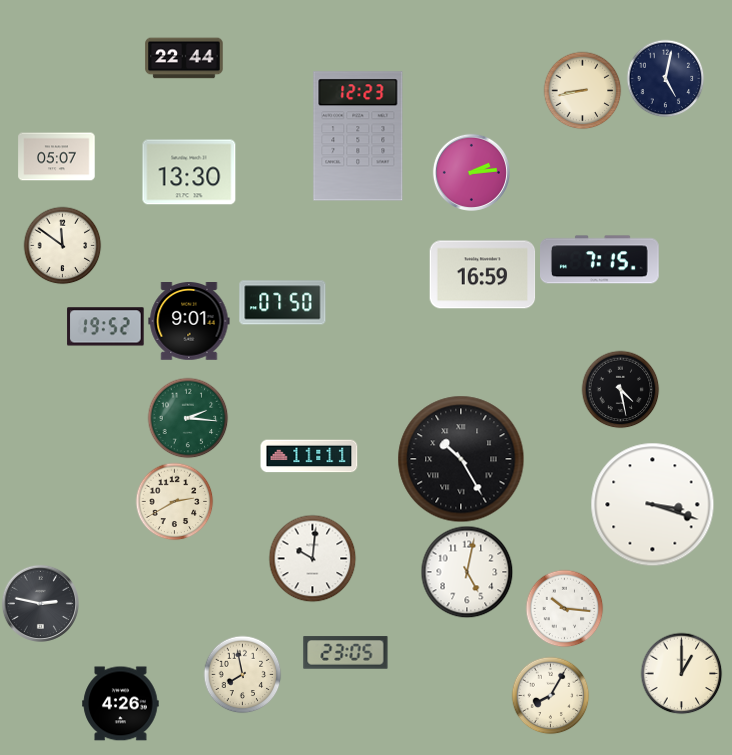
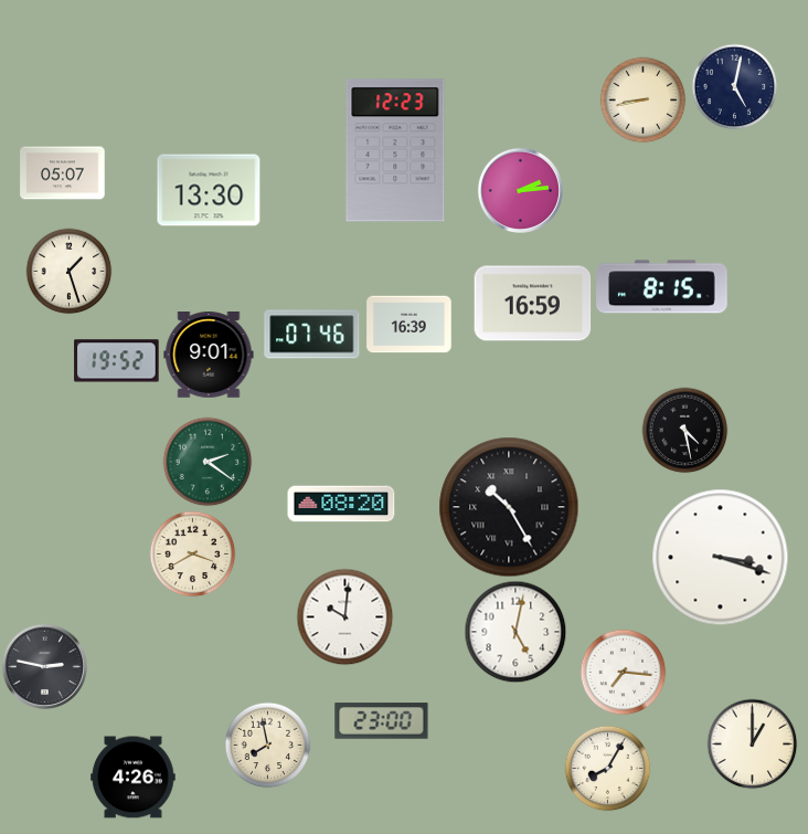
clock at (184, 58): 22:44 -> none
clock at (62, 245): 11:51 -> 1:27
clock at (600, 260): 7:15 -> 8:15
clock at (410, 325): none -> 16:39
clock at (283, 303): 07:50 -> 07:46
clock at (188, 418): 2:16 -> 2:21
clock at (309, 456): 11:11 -> 08:20
clock at (174, 501): 2:40 -> 3:40
clock at (564, 608): 10:16 -> 7:16
clock at (346, 653): 23:05 -> 23:00
